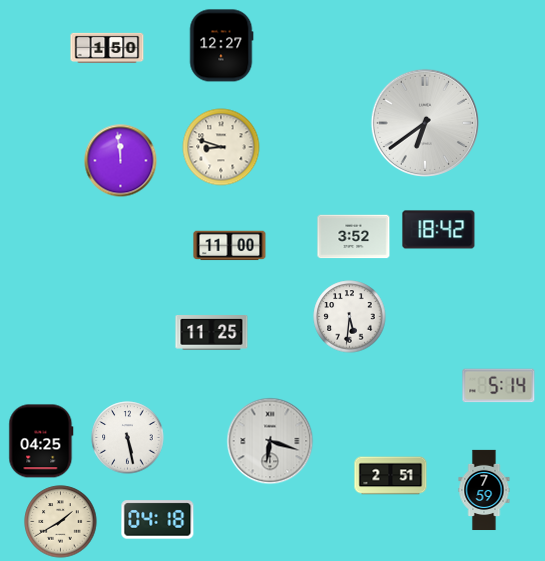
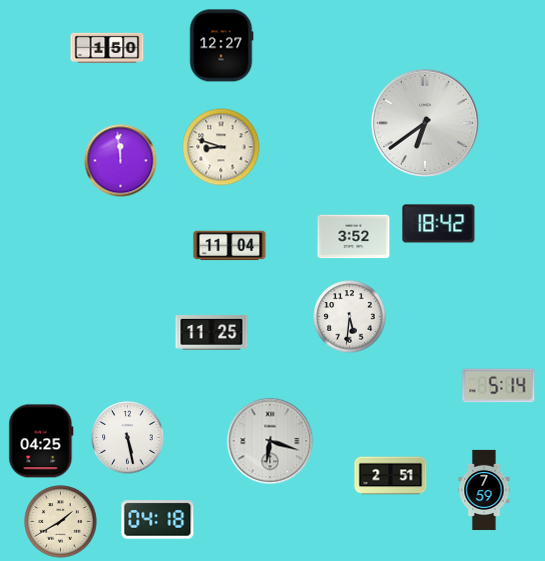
clock at (439, 230) position: (439, 230) -> (439, 224)
clock at (230, 246): 11:00 -> 11:04
